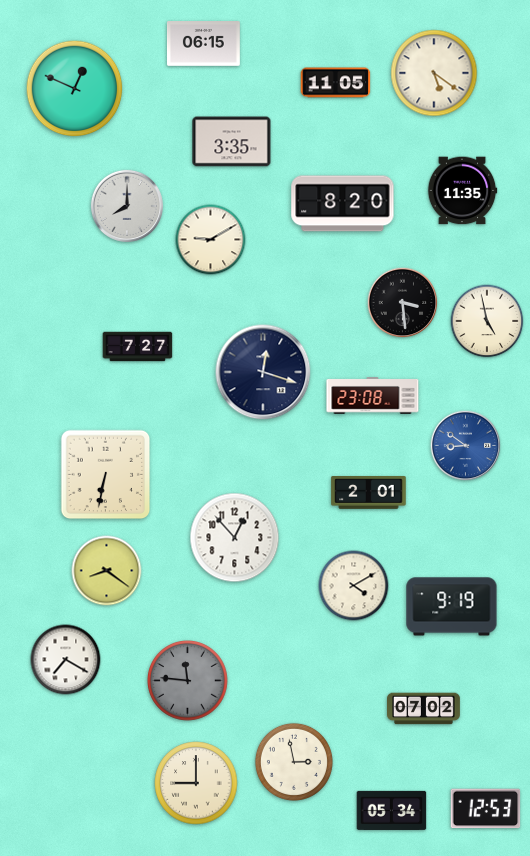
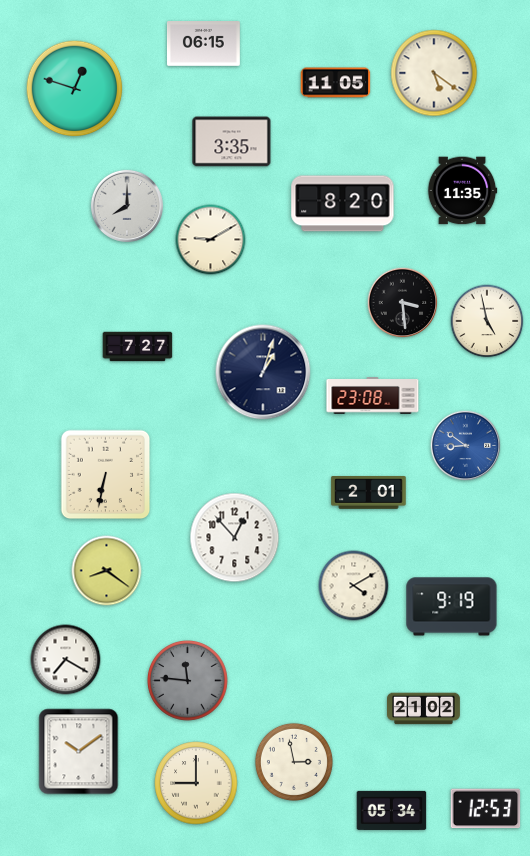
clock at (75, 89): 12:49 -> 12:48
clock at (263, 372): 12:18 -> 1:03
clock at (424, 709): 07:02 -> 21:02
clock at (79, 752): none -> 10:09
